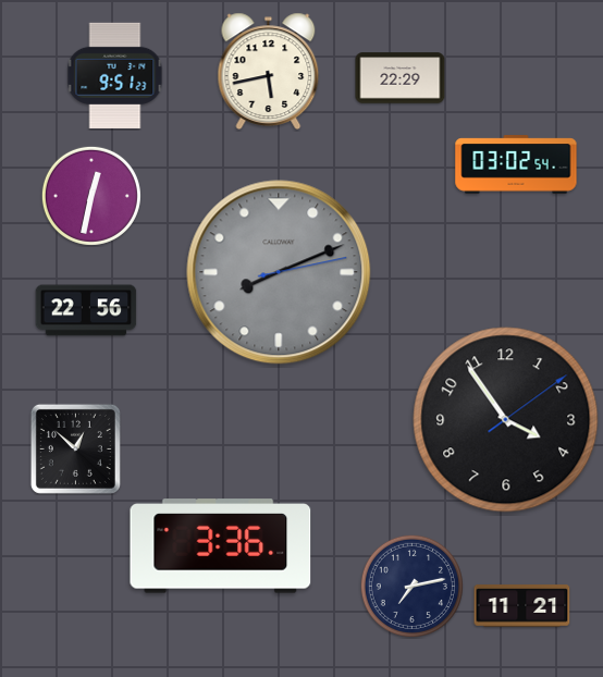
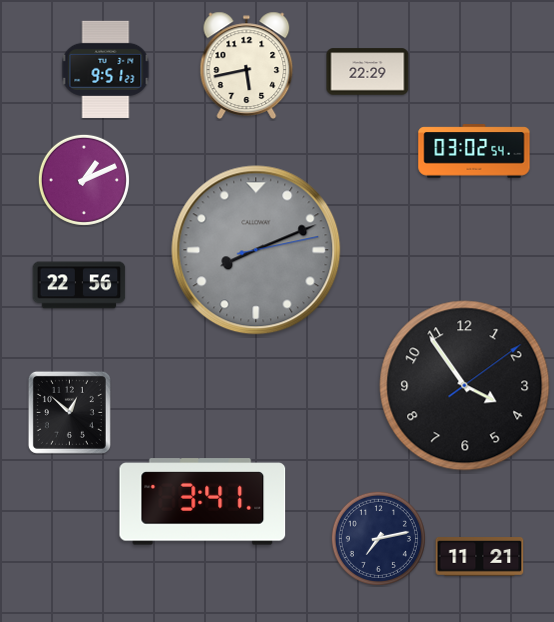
clock at (91, 196): 12:32 -> 1:11
clock at (221, 546): 3:36 -> 3:41
